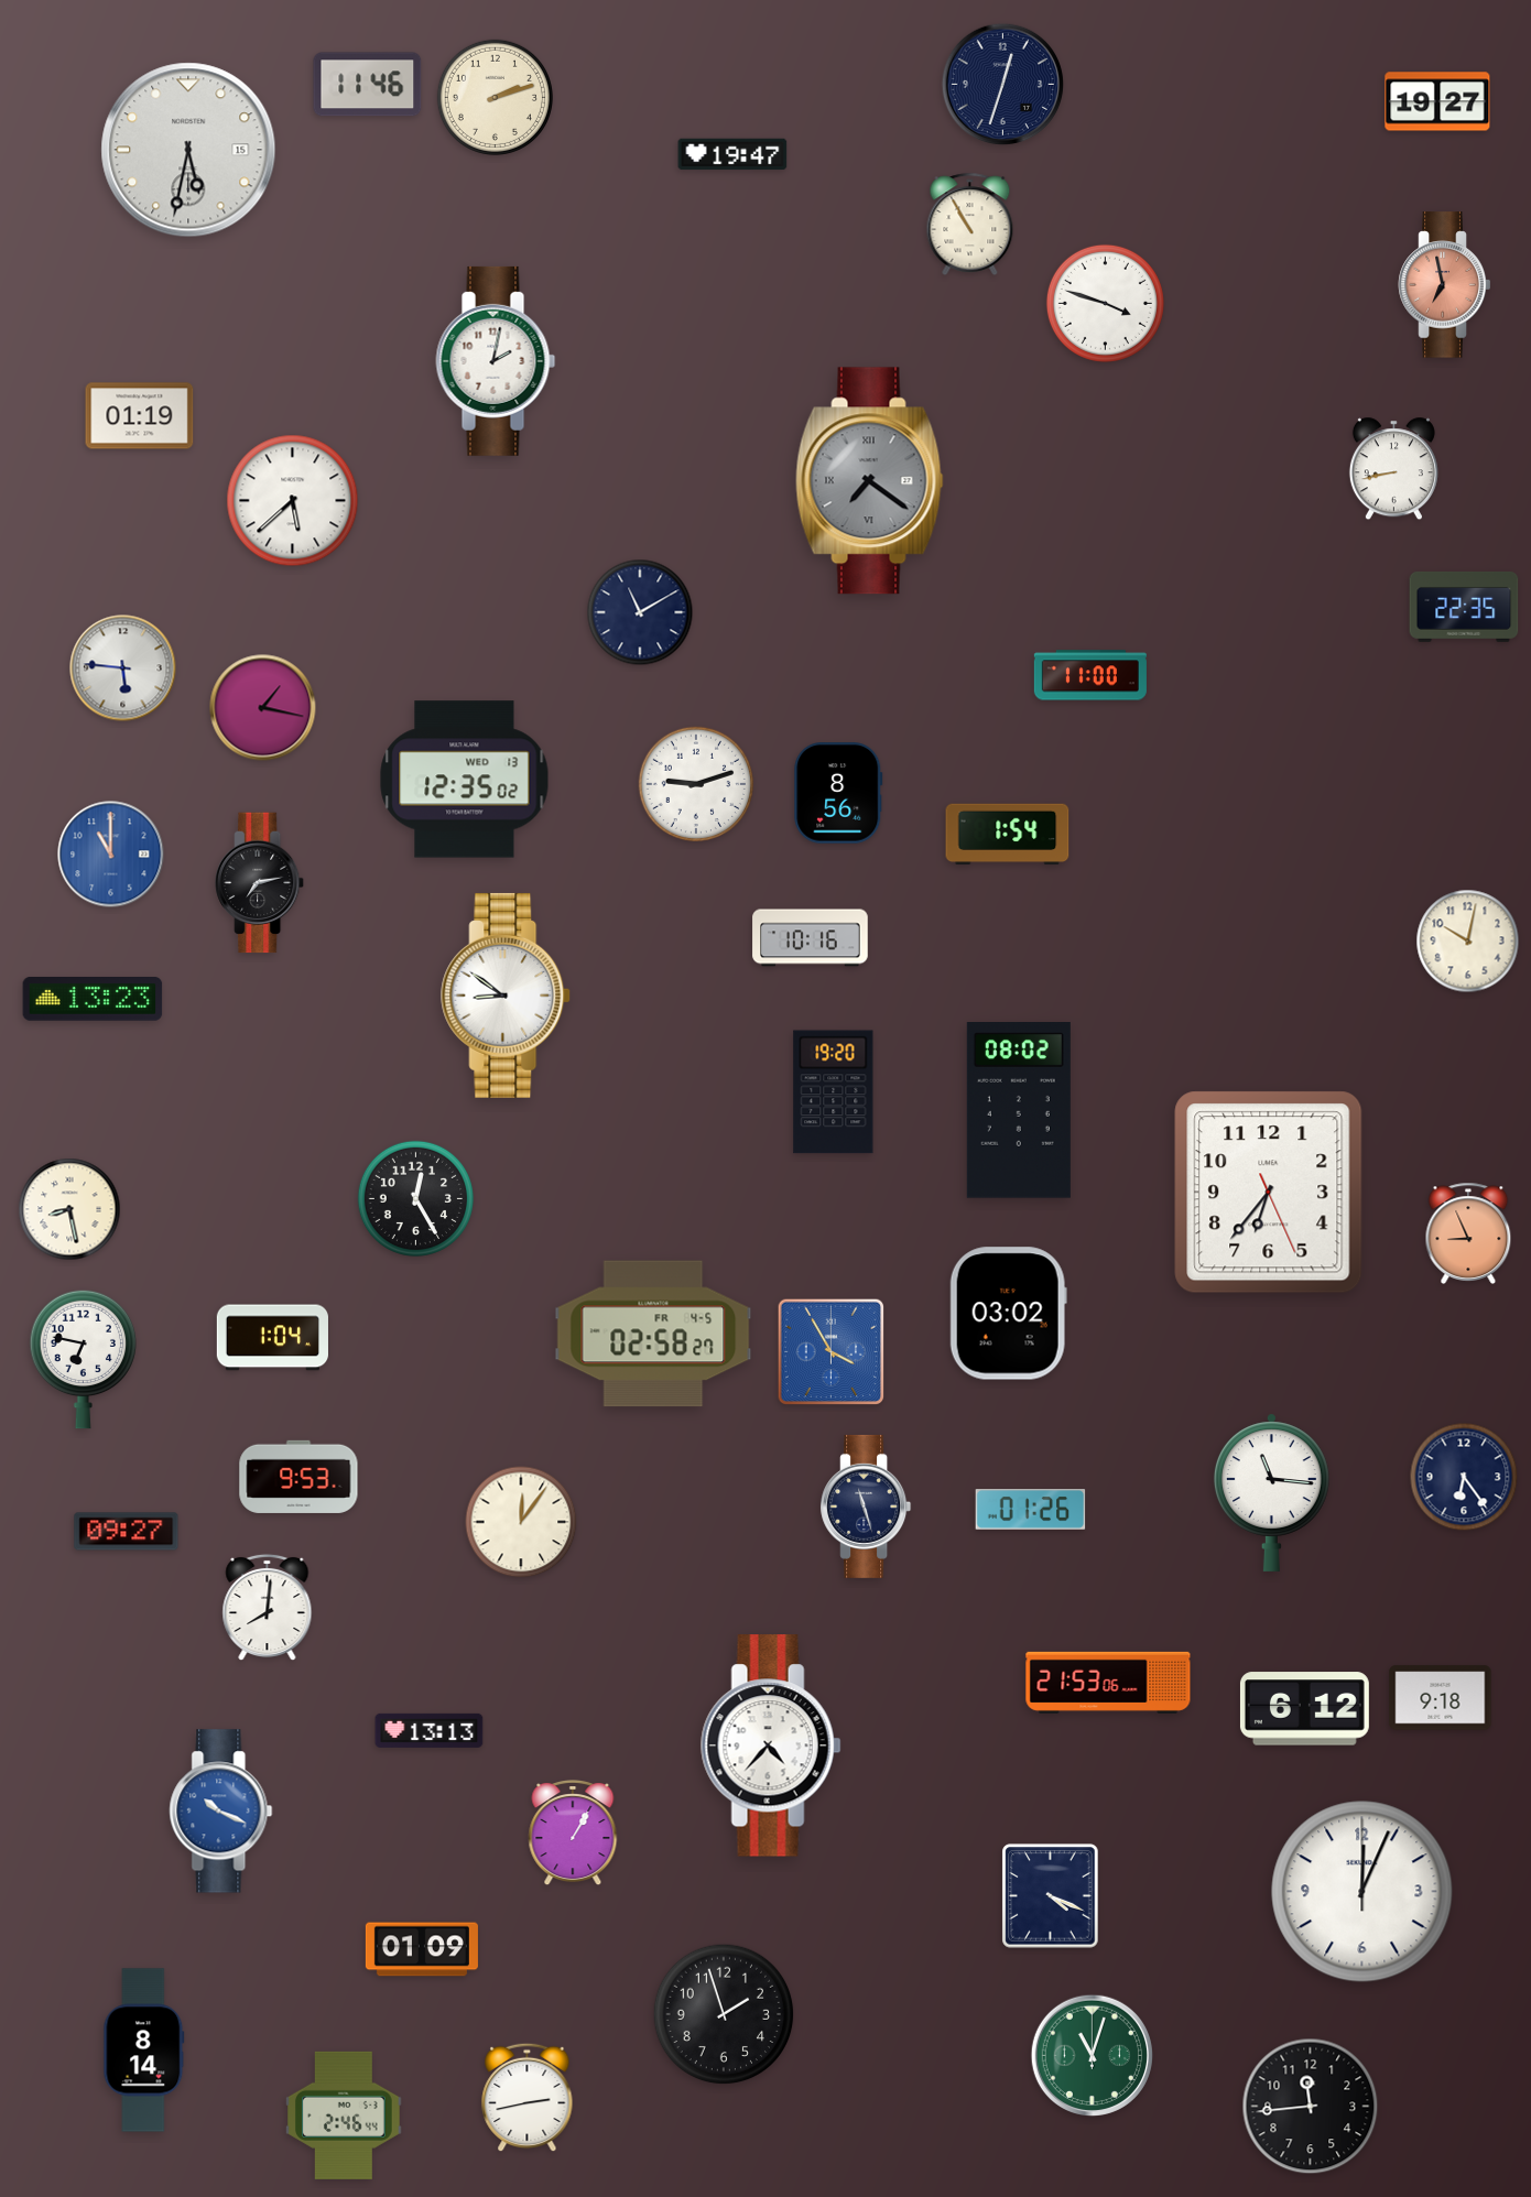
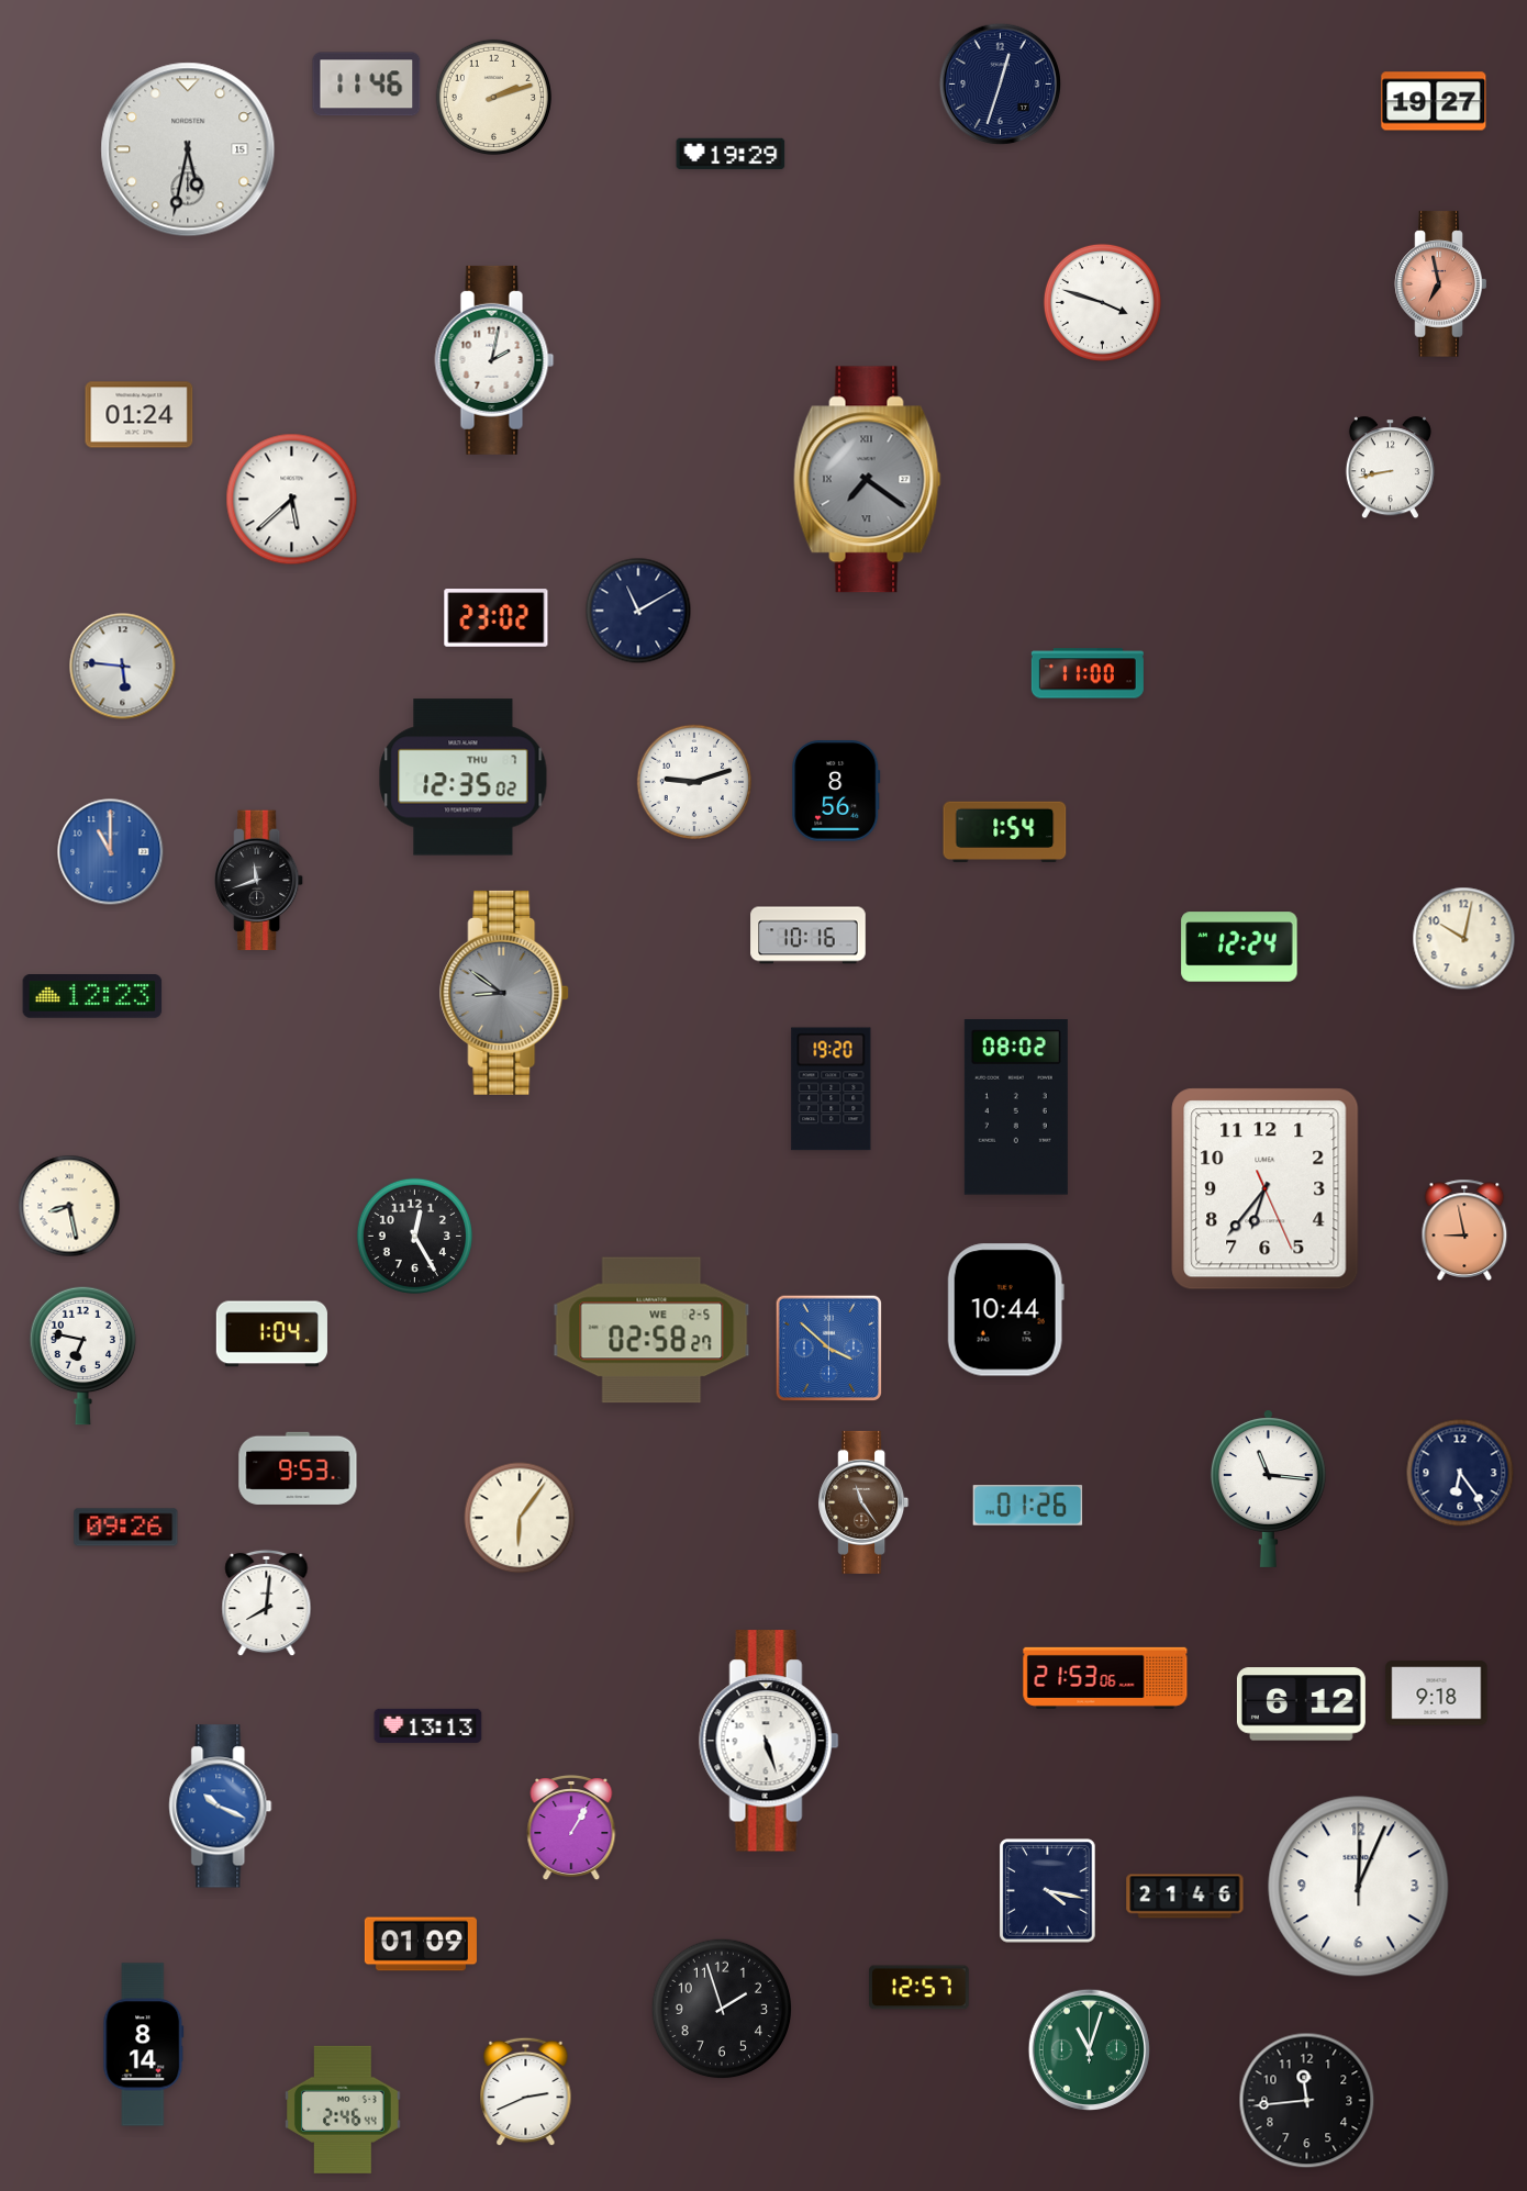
clock at (732, 154): 19:47 -> 19:29
clock at (970, 224): 10:55 -> none
clock at (140, 416): 01:19 -> 01:24
clock at (1464, 607): 22:35 -> none
clock at (497, 618): none -> 23:02
clock at (263, 708): 1:17 -> none
clock at (465, 780) date: WED 13 -> THU 7
clock at (260, 883): 7:13 -> 11:42
clock at (1239, 947): none -> 12:24
clock at (507, 996) dial: white -> grey
clock at (93, 999): 13:23 -> 12:23
clock at (415, 1198) position: (415, 1198) -> (414, 1236)
clock at (1468, 1233): 8:56 -> 8:58
clock at (1008, 1314): 03:02 -> 10:44
clock at (653, 1334) date: FR 4-5 -> WE 2-5
clock at (830, 1351): 3:55 -> 3:52
clock at (298, 1477) position: (298, 1477) -> (298, 1468)
clock at (866, 1507): 11:27 -> 11:24
clock at (866, 1507) dial: navy -> brown
clock at (521, 1522): 12:06 -> 6:06
clock at (127, 1532): 09:27 -> 09:26
clock at (771, 1745): 4:37 -> 5:27
clock at (1051, 1896): 4:19 -> 4:17
clock at (1185, 1897): none -> 21:46
clock at (919, 1988): none -> 12:57
clock at (528, 2098): 2:43 -> 2:41
